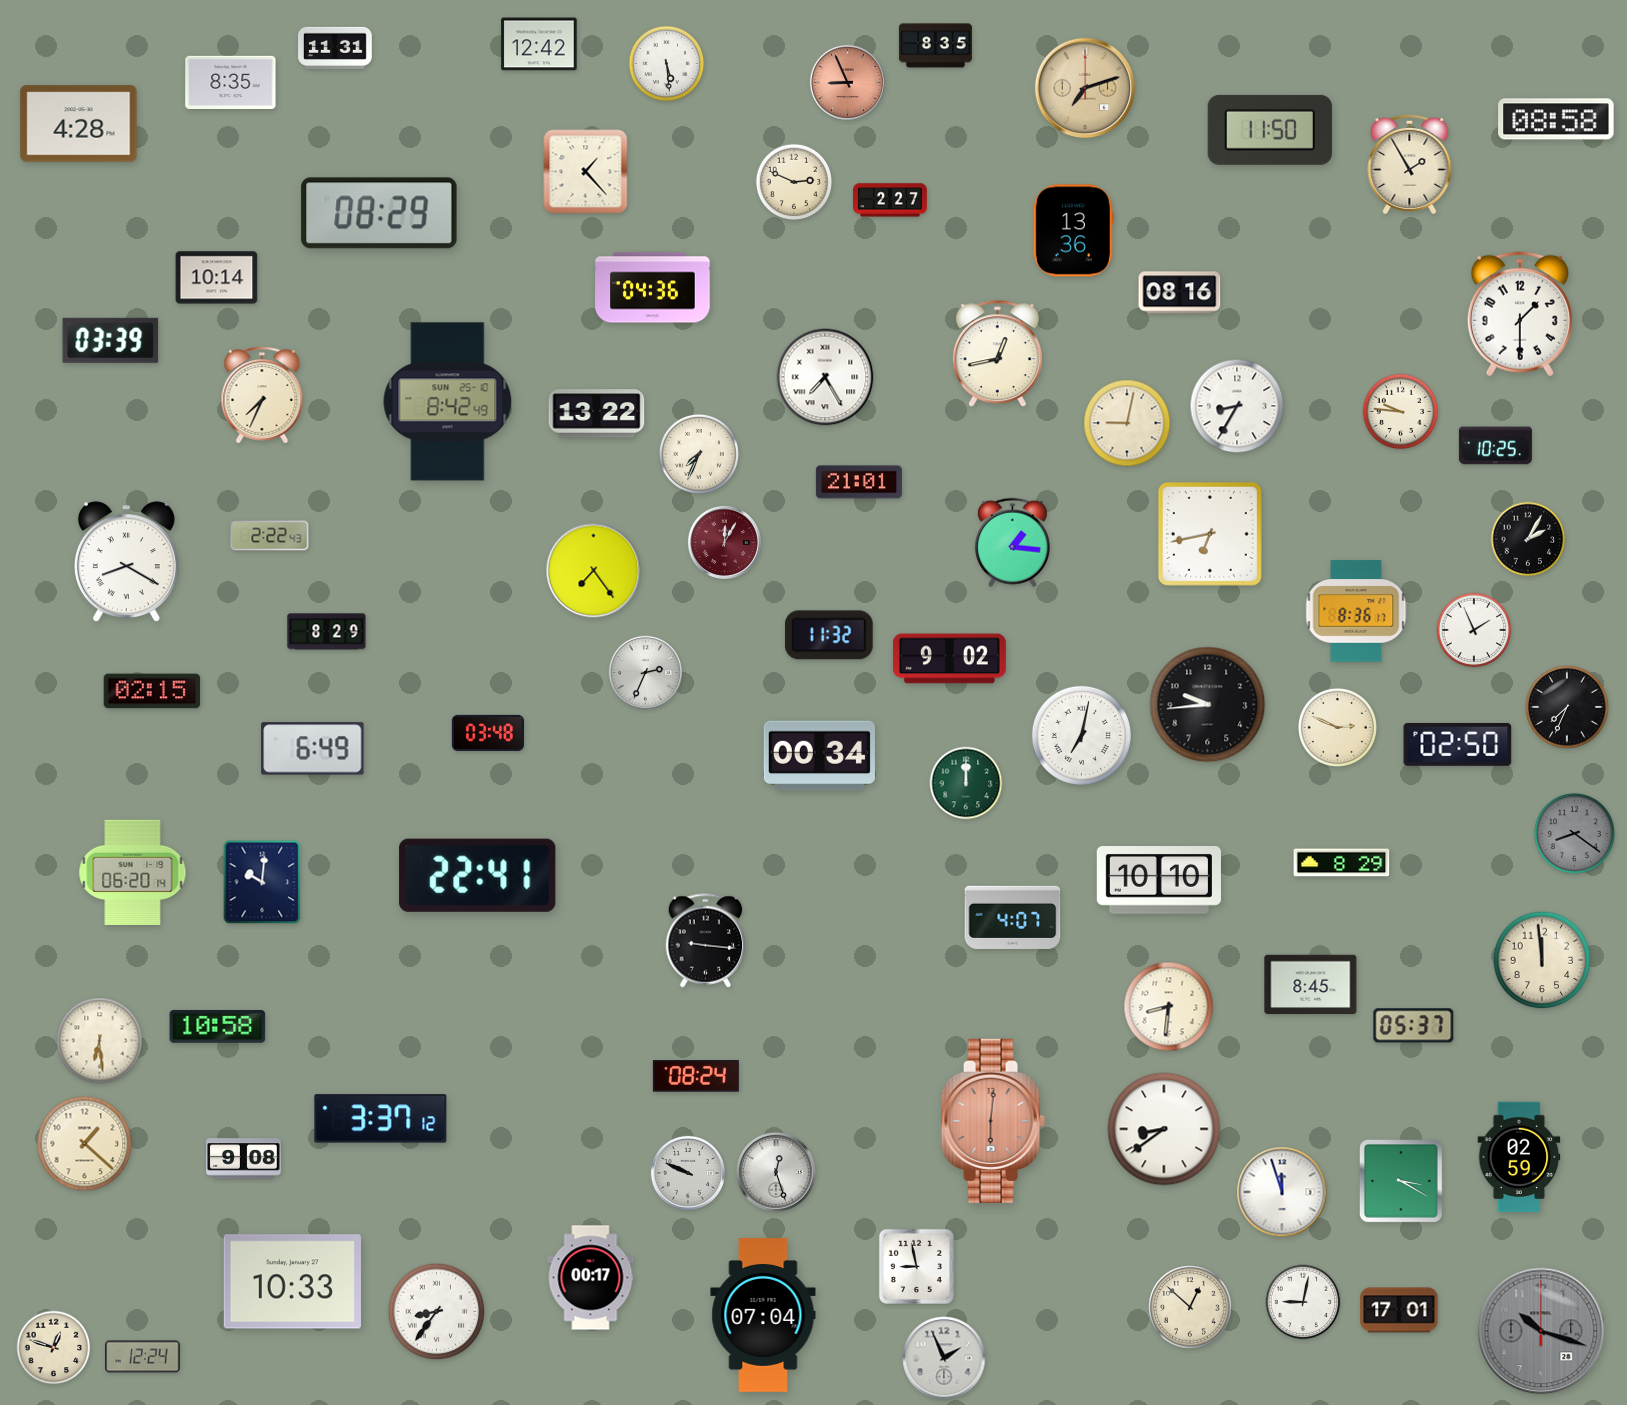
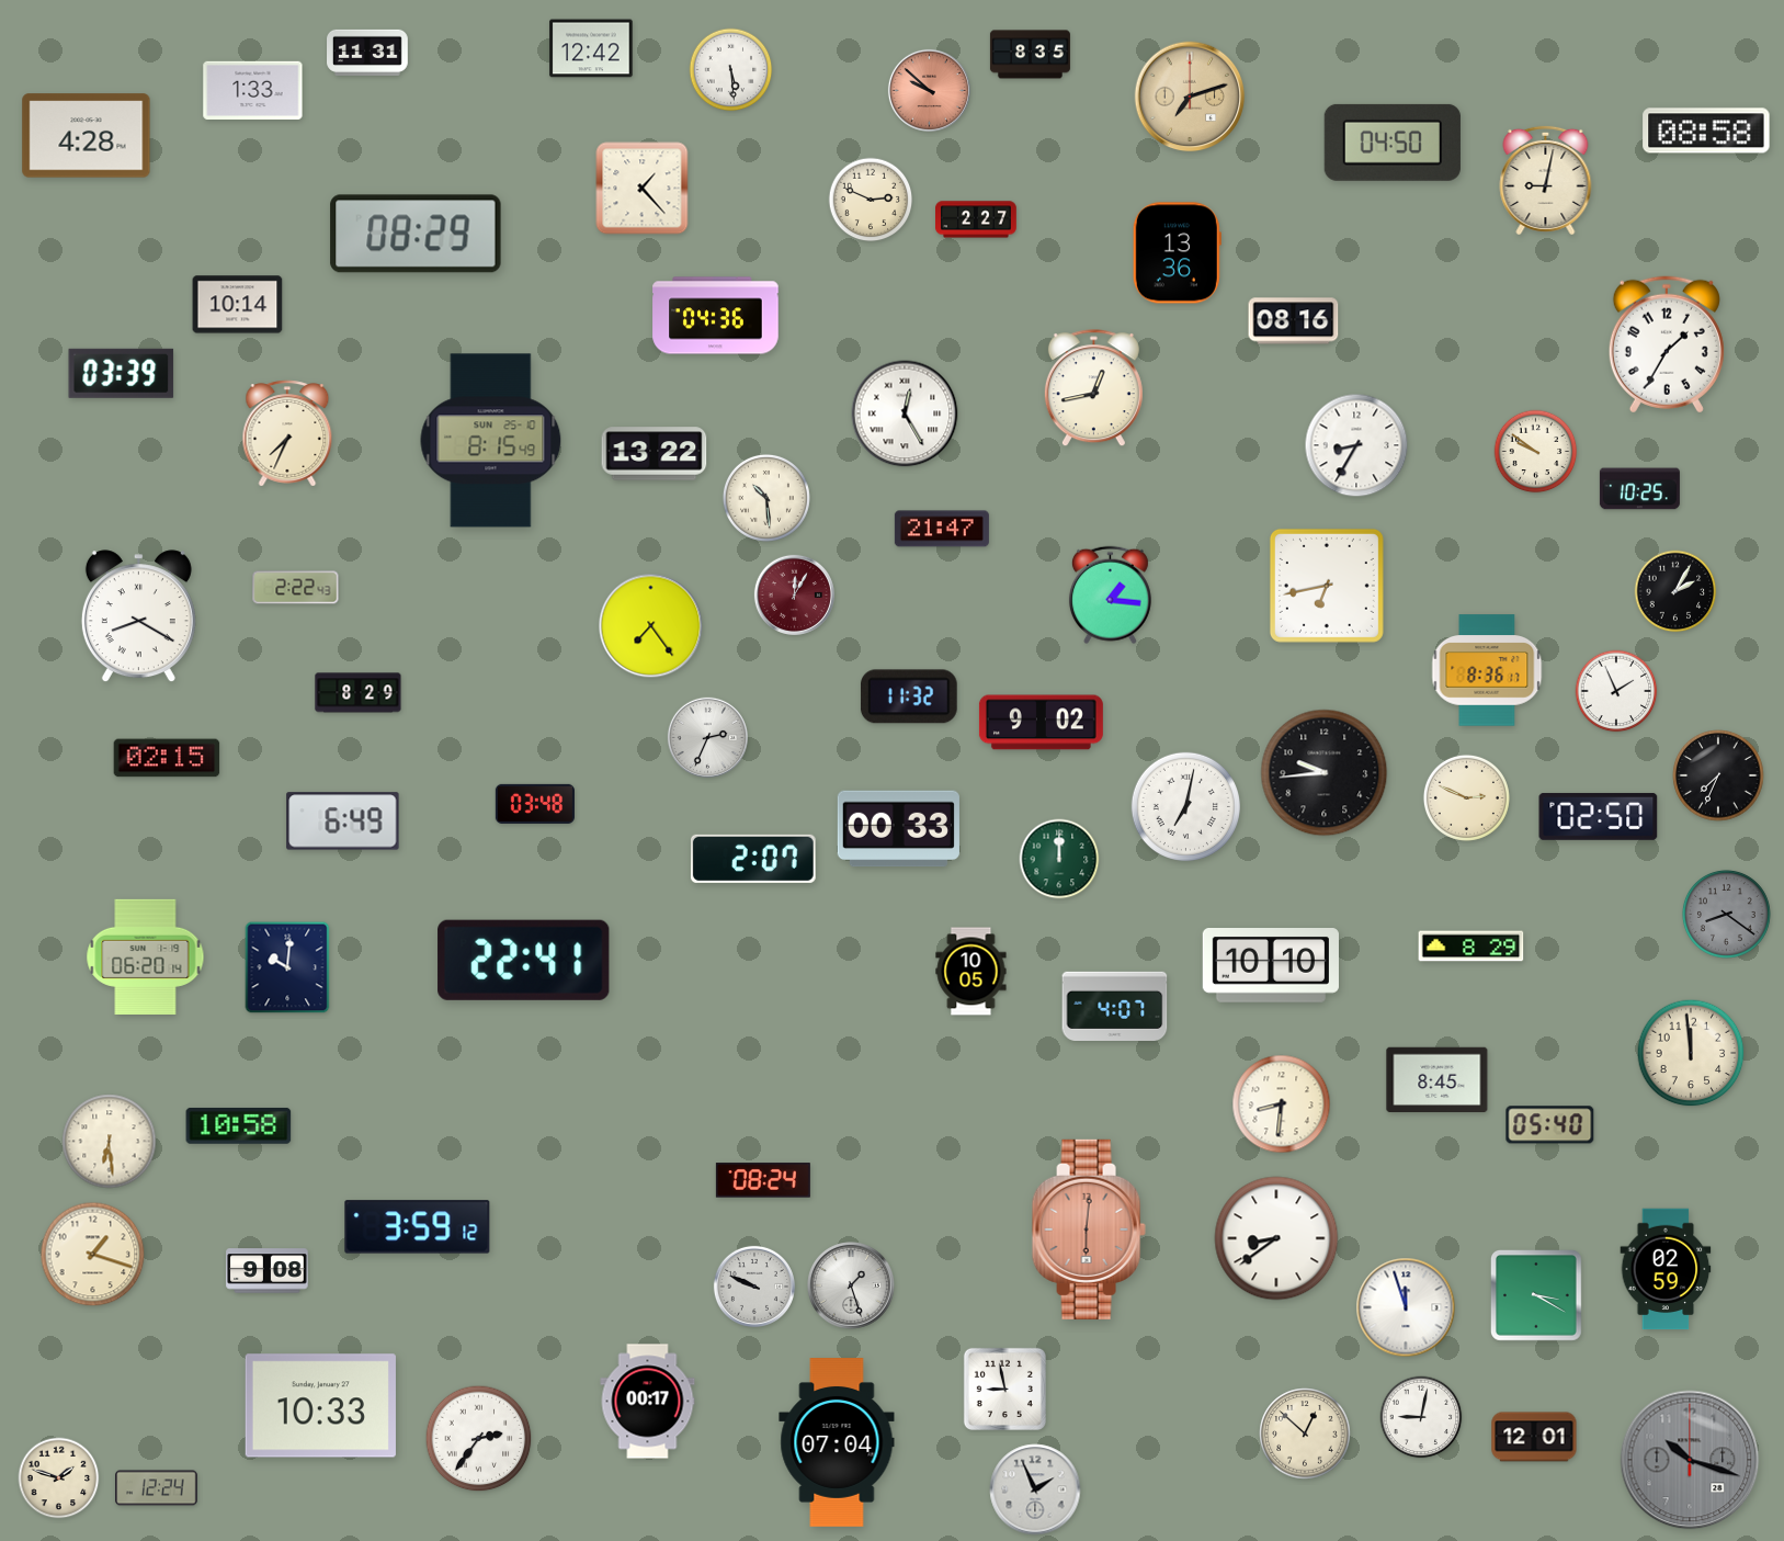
clock at (935, 46) position: (935, 46) -> (1030, 55)
clock at (231, 82): 8:35 -> 1:33
clock at (847, 82): 8:56 -> 9:52
clock at (1270, 130): 11:50 -> 04:50
clock at (1410, 164): 1:55 -> 9:02
clock at (1520, 314): 1:30 -> 1:35
clock at (825, 377): 7:25 -> 12:25
clock at (448, 402): 8:42 -> 8:15
clock at (1401, 412): 9:46 -> 9:51
clock at (1127, 423): 9:02 -> none
clock at (699, 454): 7:34 -> 10:29
clock at (859, 482): 21:01 -> 21:47
clock at (819, 756): 00:34 -> 00:33
clock at (753, 859): none -> 2:07
clock at (971, 972): none -> 10:05
clock at (1013, 917) position: (1013, 917) -> (1115, 1006)
clock at (706, 941): 9:16 -> none
clock at (1414, 1026): 05:37 -> 05:40
clock at (381, 1119): 3:37 -> 3:59
clock at (85, 1144): 1:22 -> 1:18
clock at (776, 1172): 12:27 -> 1:27
clock at (1303, 1302) position: (1303, 1302) -> (1421, 1417)
clock at (1399, 1310): 17:01 -> 12:01
clock at (437, 1312): 8:36 -> 2:36
clock at (54, 1348): 12:48 -> 1:48
